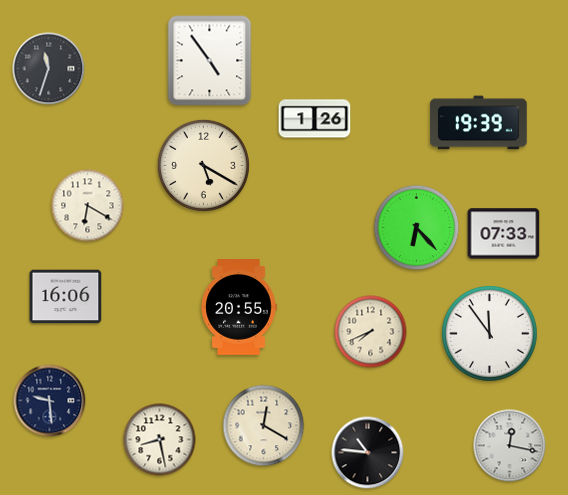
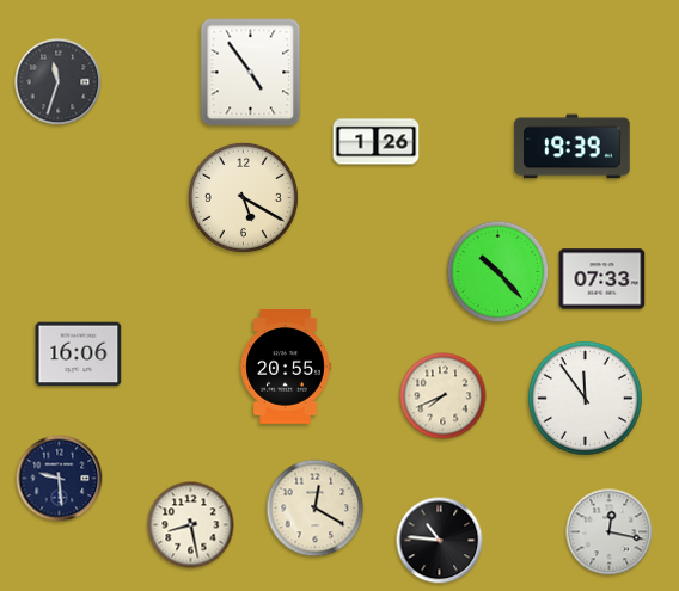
clock at (88, 206): 6:20 -> none
clock at (417, 228): 6:23 -> 10:23
